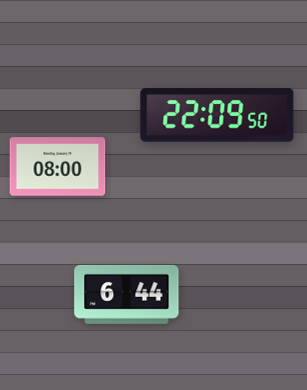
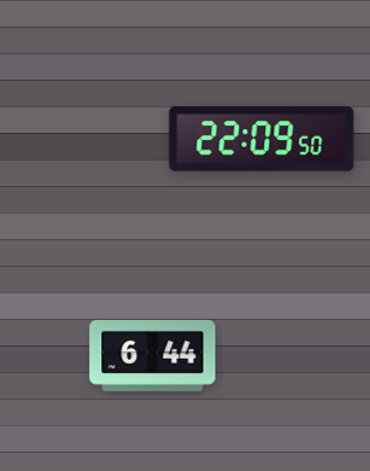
clock at (58, 167): 08:00 -> none
